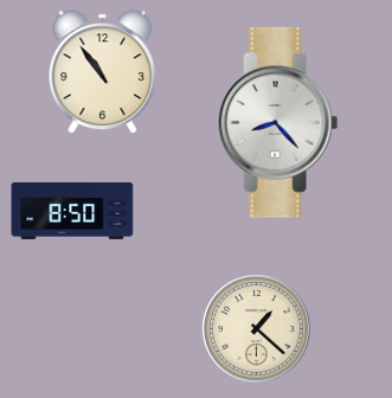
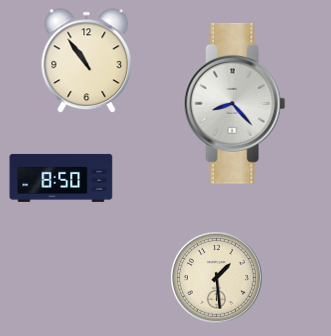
clock at (257, 329): 1:22 -> 1:29
